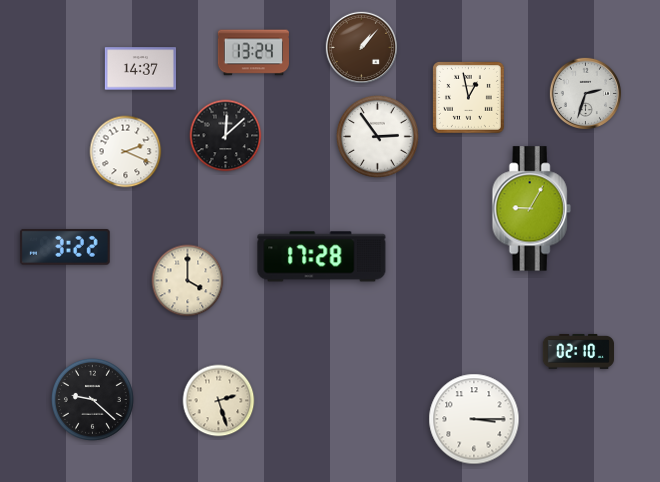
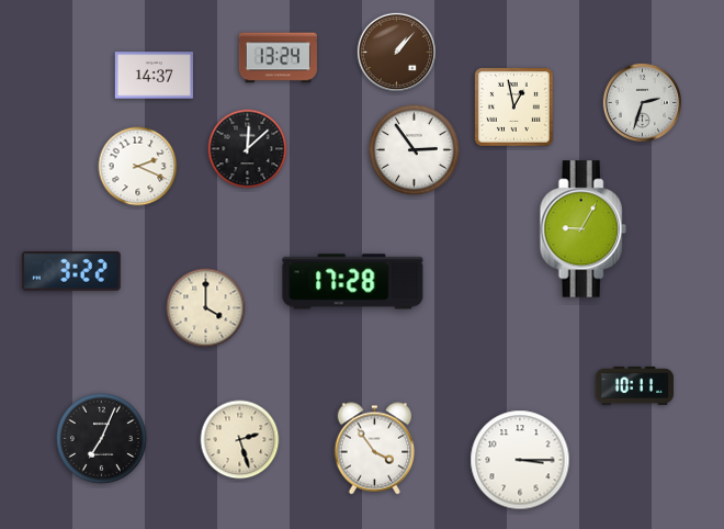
clock at (578, 352): 02:10 -> 10:11
clock at (92, 399): 9:22 -> 7:04
clock at (375, 449): none -> 3:54
